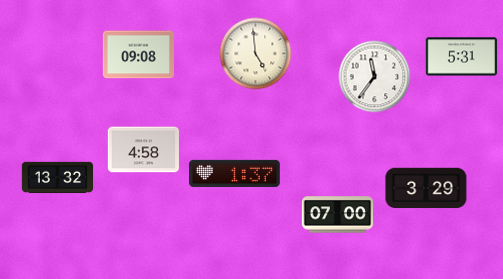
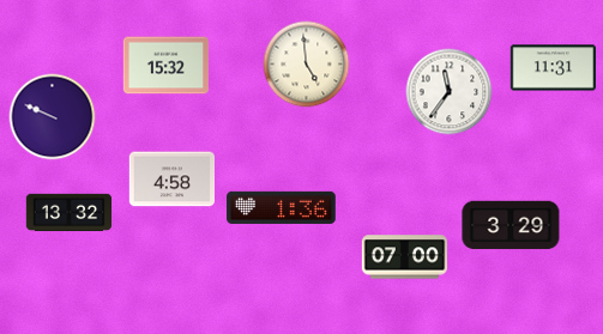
clock at (138, 55): 09:08 -> 15:32
clock at (462, 57): 5:31 -> 11:31
clock at (53, 117): none -> 9:49
clock at (235, 173): 1:37 -> 1:36
